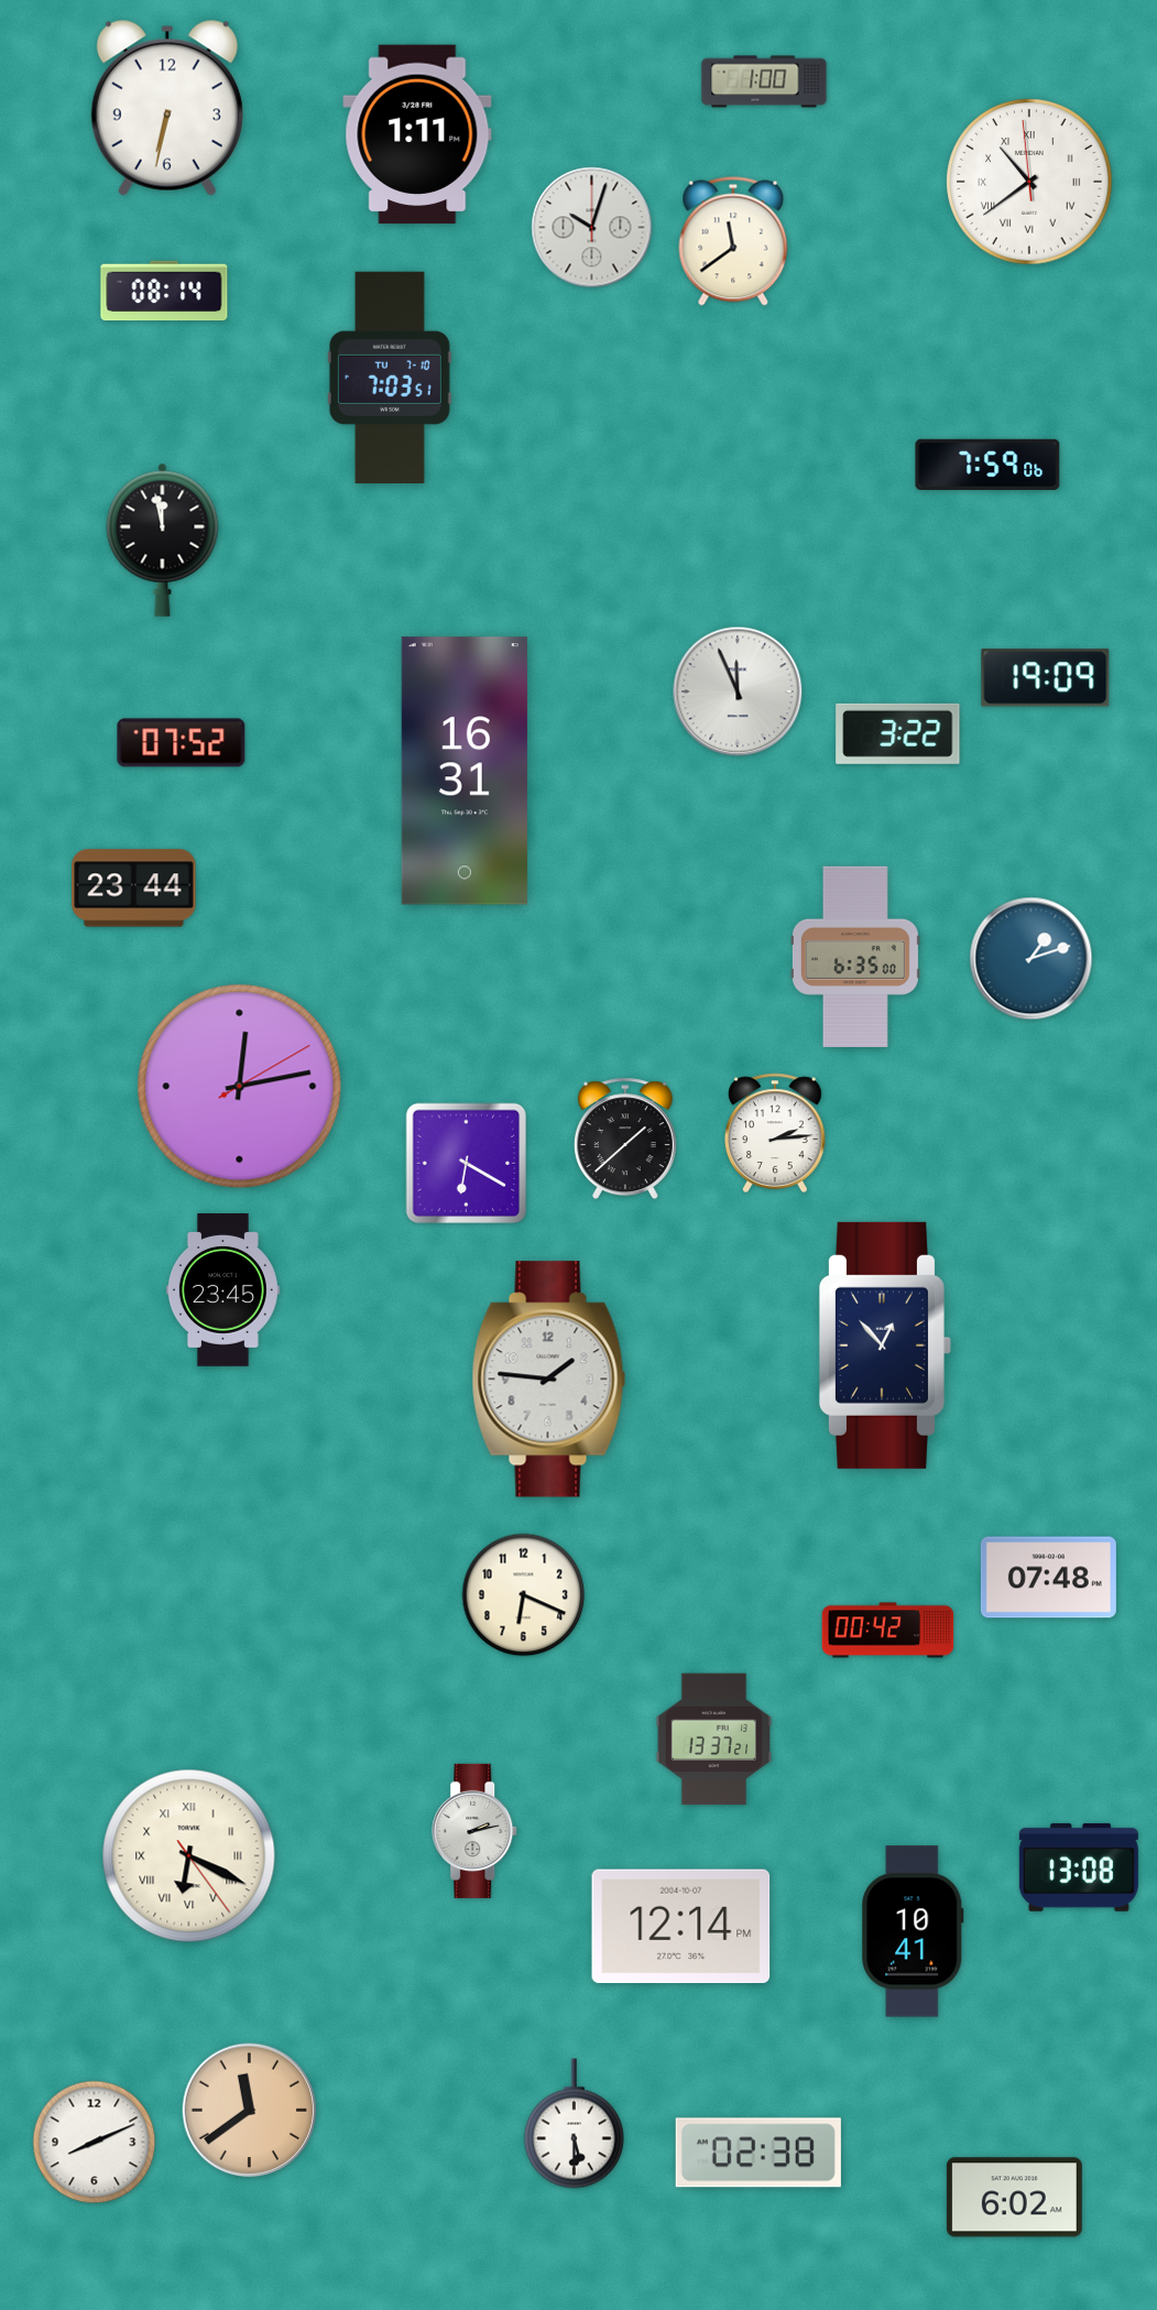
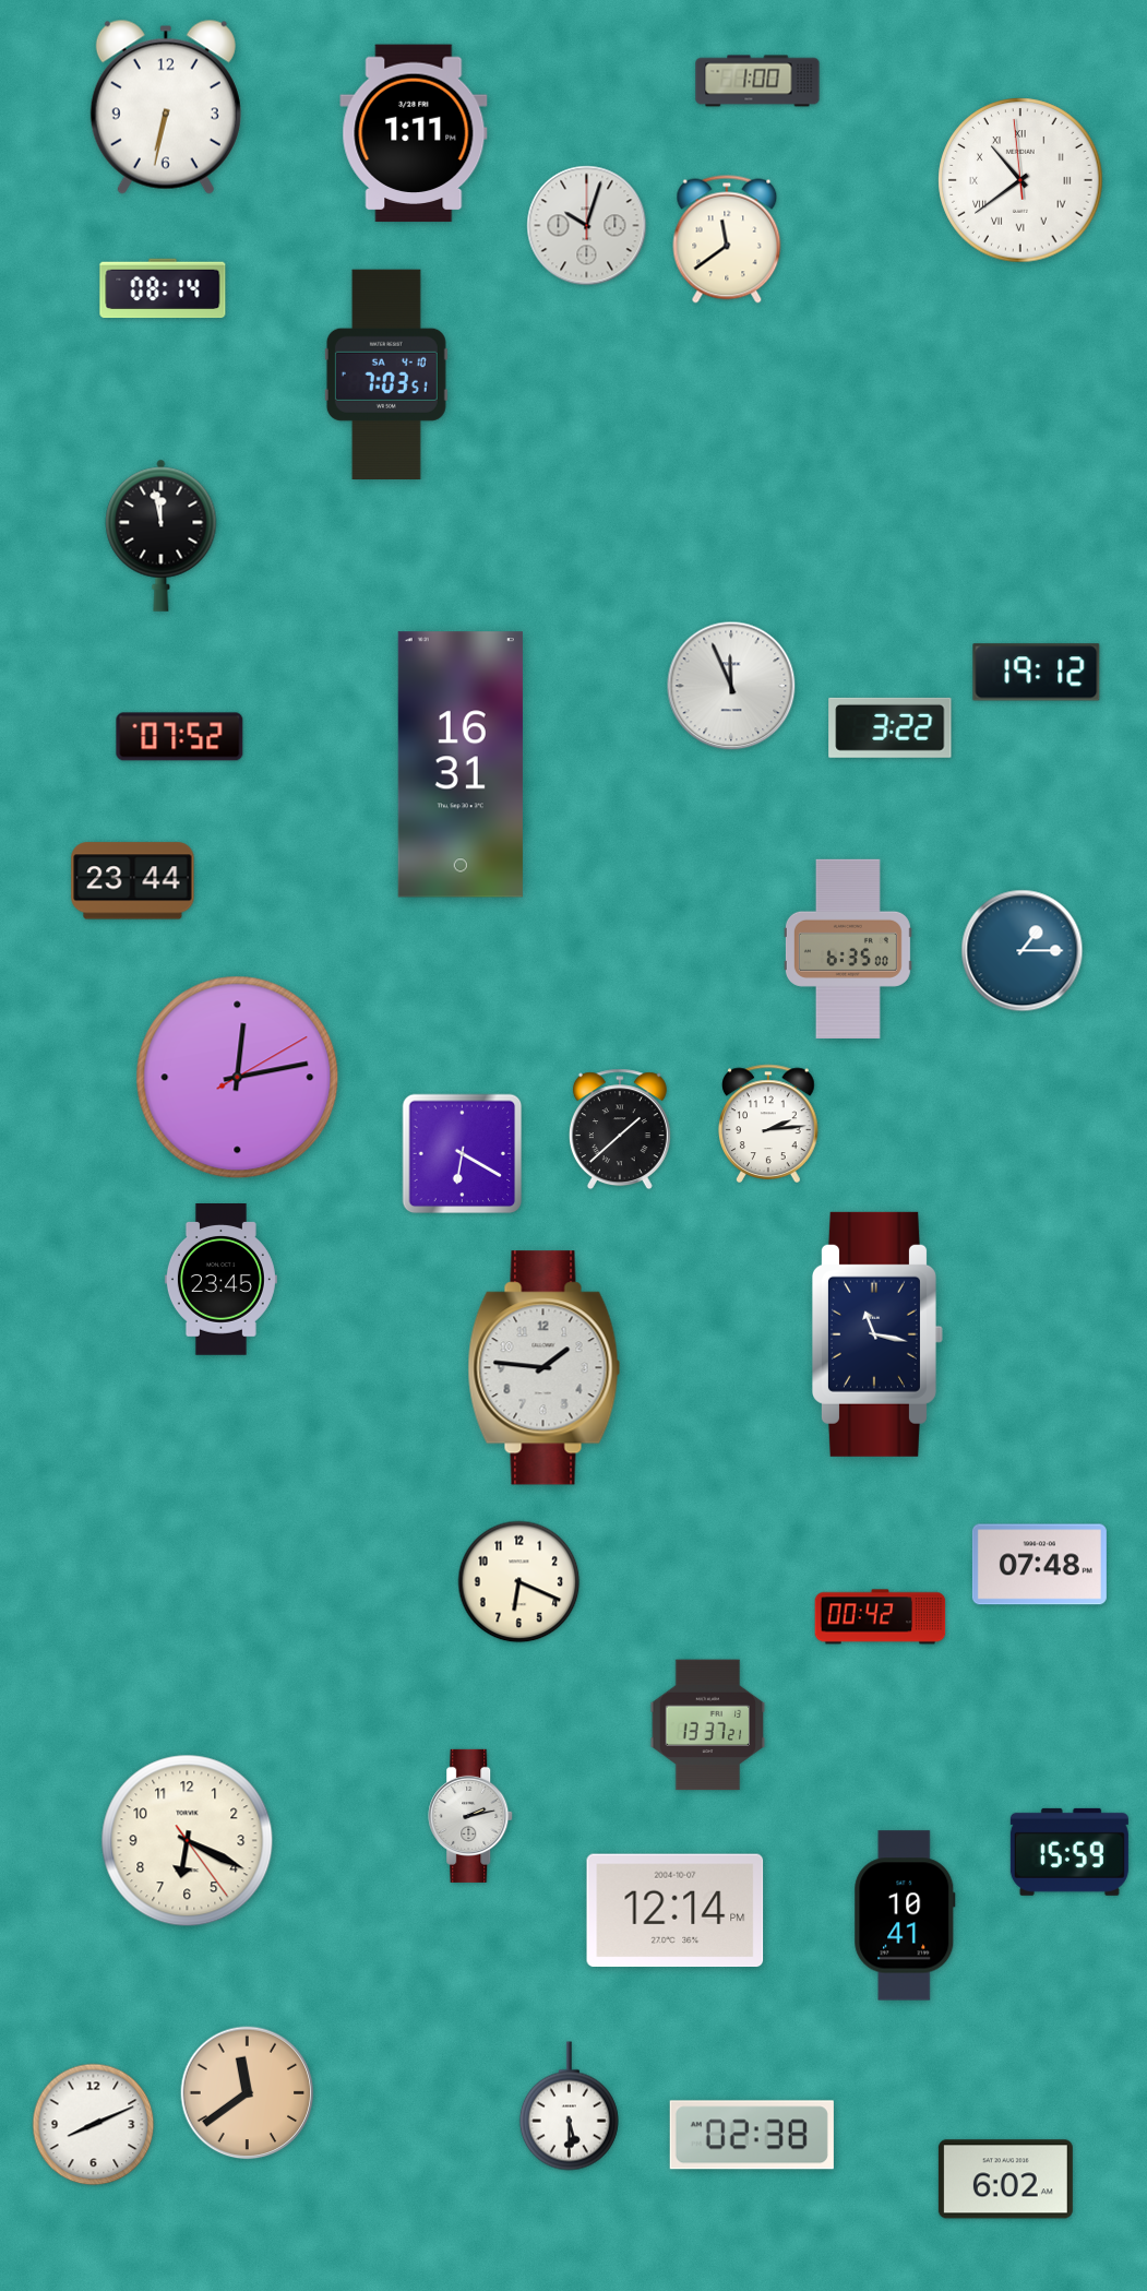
clock at (390, 377) date: TU 7-10 -> SA 4-10
clock at (987, 465): 7:59 -> none
clock at (1046, 678): 19:09 -> 19:12
clock at (1032, 959): 1:12 -> 1:15
clock at (885, 1345): 12:53 -> 11:17
clock at (189, 1856) numerals: Roman -> Arabic
clock at (1079, 1867): 13:08 -> 15:59
